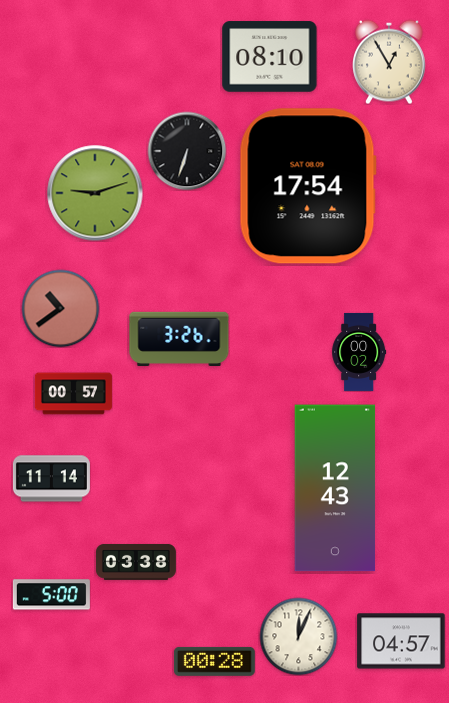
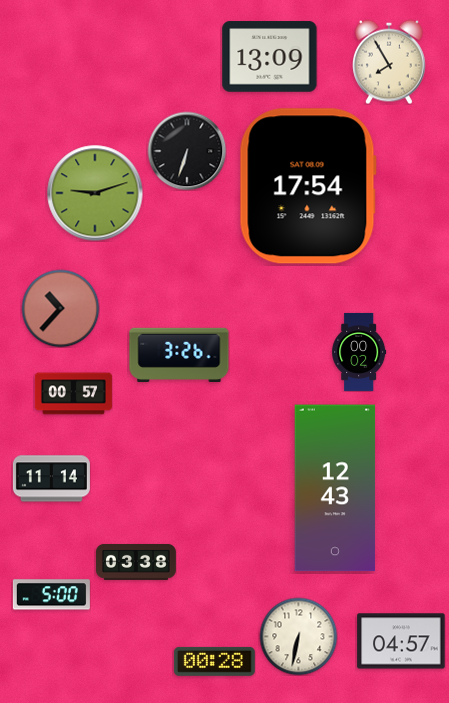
clock at (270, 57): 08:10 -> 13:09
clock at (390, 62): 12:55 -> 7:55
clock at (60, 308): 10:39 -> 10:37
clock at (179, 338) position: (179, 338) -> (179, 354)
clock at (298, 636): 12:04 -> 6:32
